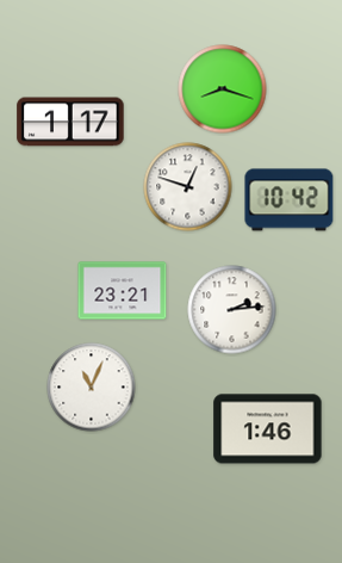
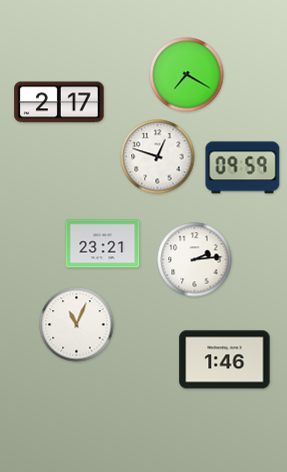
clock at (223, 89): 8:18 -> 7:20
clock at (70, 122): 1:17 -> 2:17
clock at (290, 200): 10:42 -> 09:59
